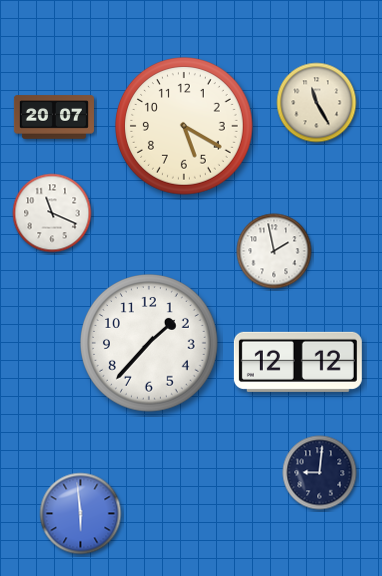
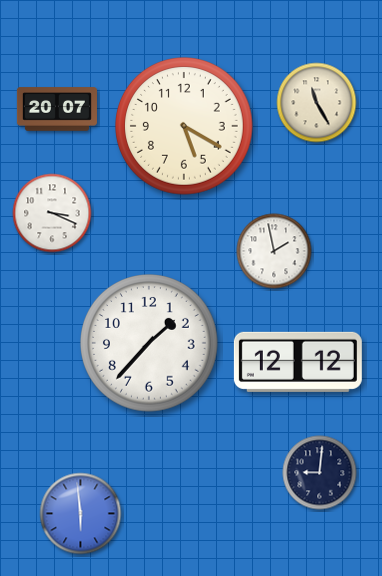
clock at (54, 117) position: (54, 117) -> (57, 109)
clock at (52, 213): 11:19 -> 3:19
